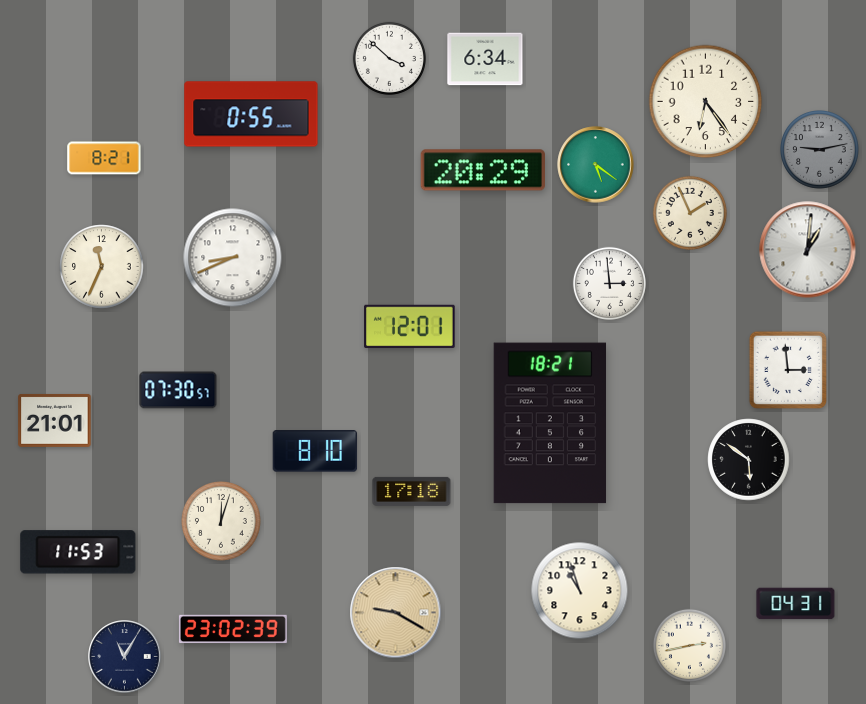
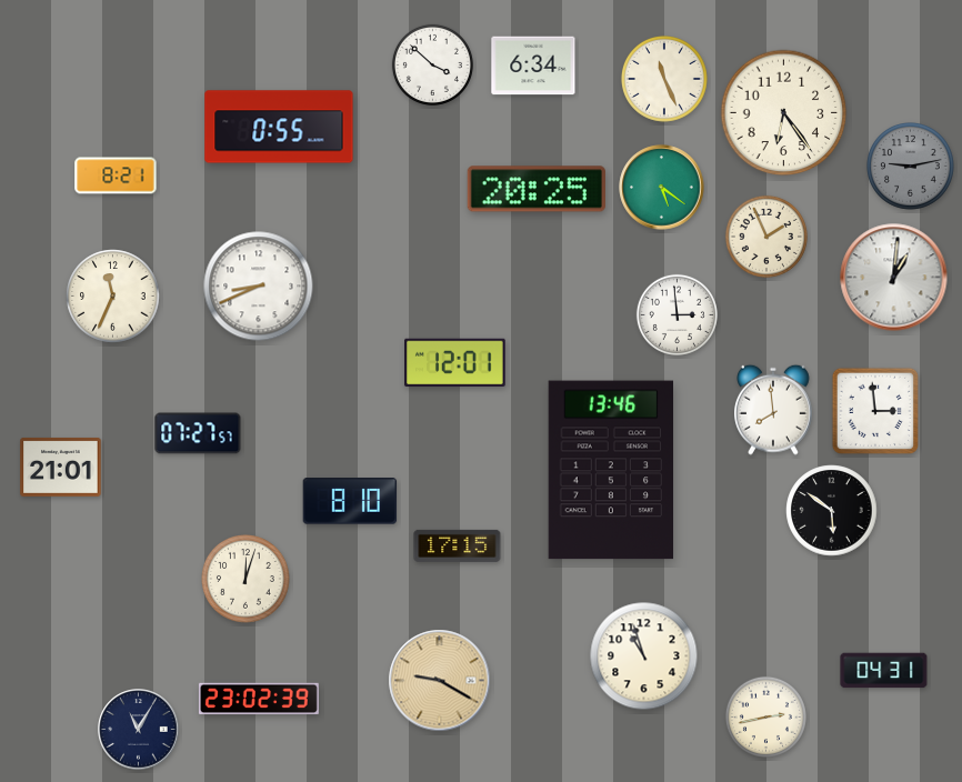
clock at (485, 59) position: (485, 59) -> (533, 66)
clock at (664, 79): none -> 11:26
clock at (596, 165) position: (596, 165) -> (662, 188)
clock at (483, 170): 20:29 -> 20:25
clock at (808, 250) position: (808, 250) -> (894, 278)
clock at (774, 410): none -> 7:59
clock at (178, 390): 07:30 -> 07:27
clock at (550, 423): 18:21 -> 13:46
clock at (412, 491): 17:18 -> 17:15
clock at (78, 552): 11:53 -> none
